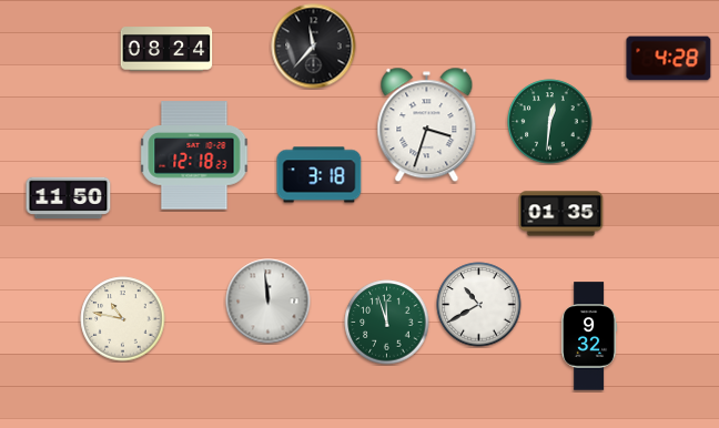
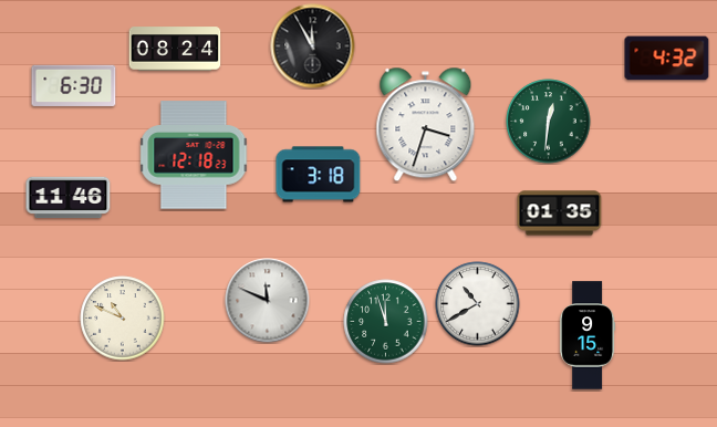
clock at (314, 47): 11:37 -> 11:55
clock at (166, 49) position: (166, 49) -> (175, 49)
clock at (669, 59): 4:28 -> 4:32
clock at (74, 85): none -> 6:30
clock at (69, 198): 11:50 -> 11:46
clock at (269, 302): 11:59 -> 11:49
clock at (123, 319): 10:47 -> 10:49
clock at (589, 336): 9:32 -> 9:15
